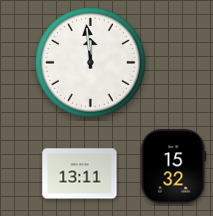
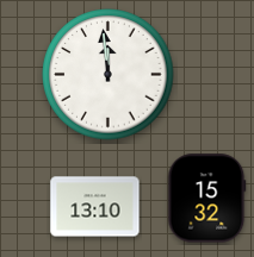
clock at (80, 174): 13:11 -> 13:10
